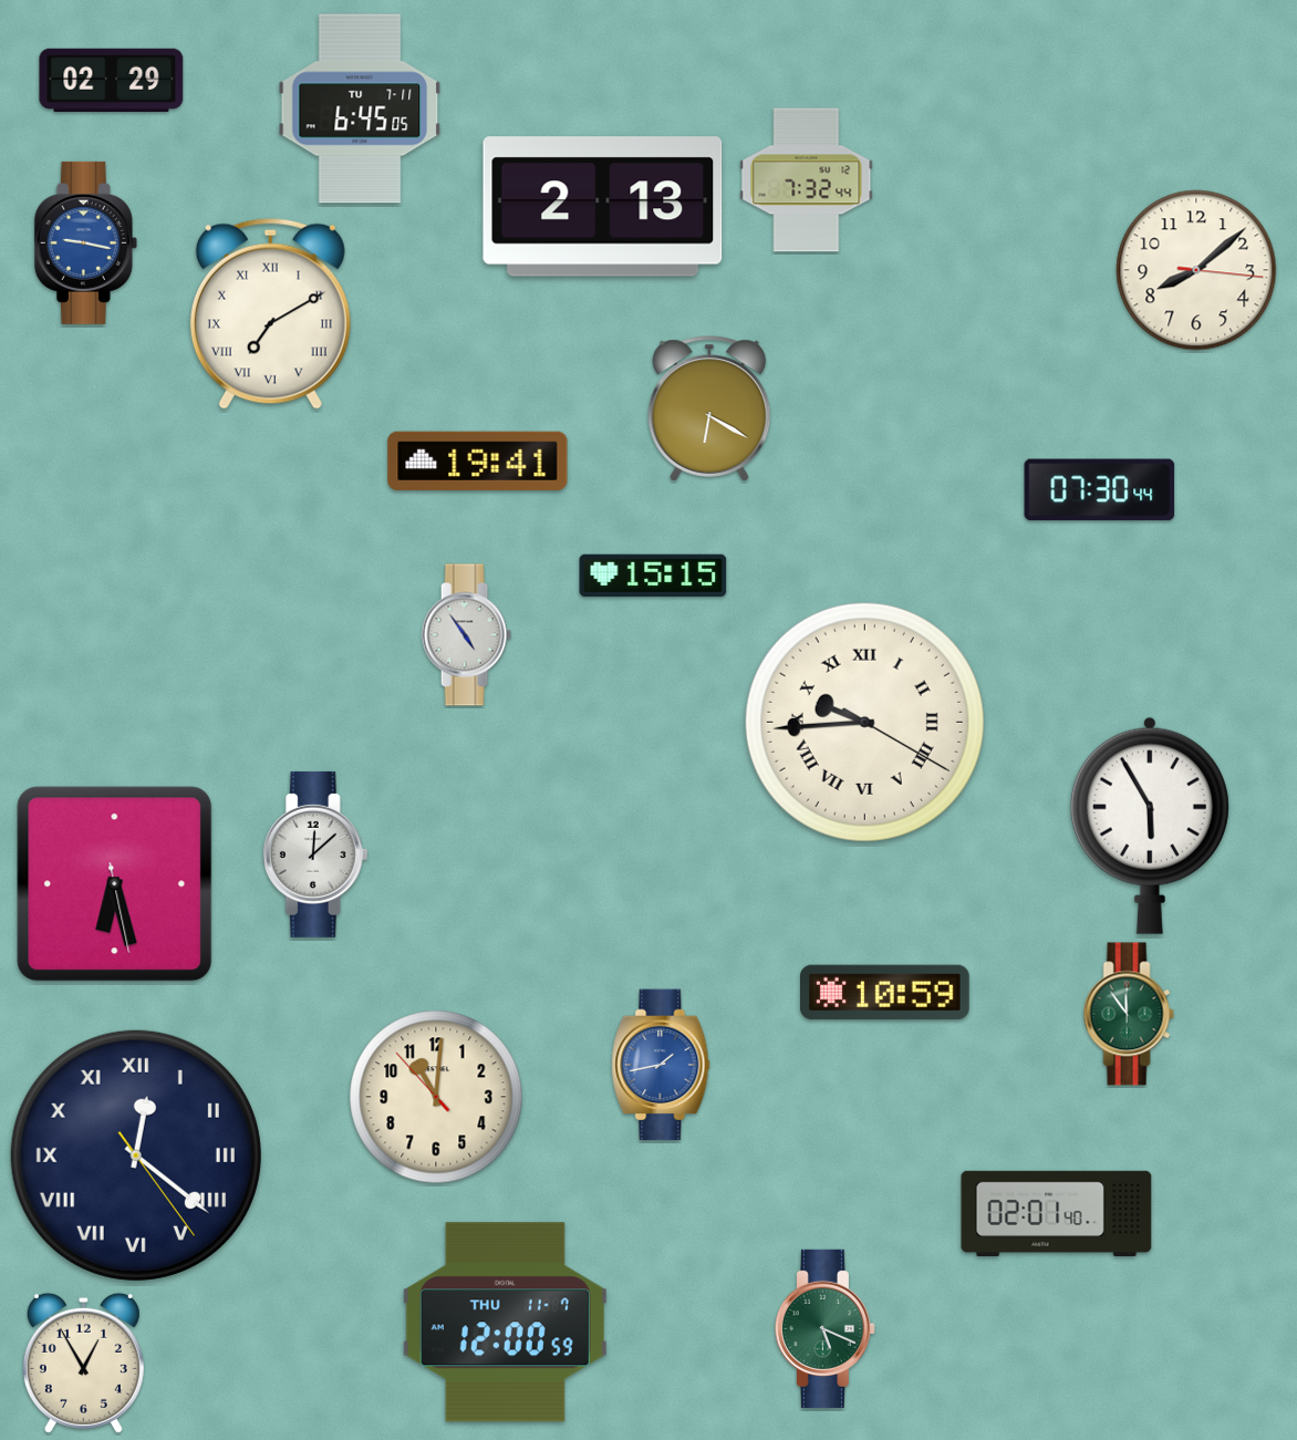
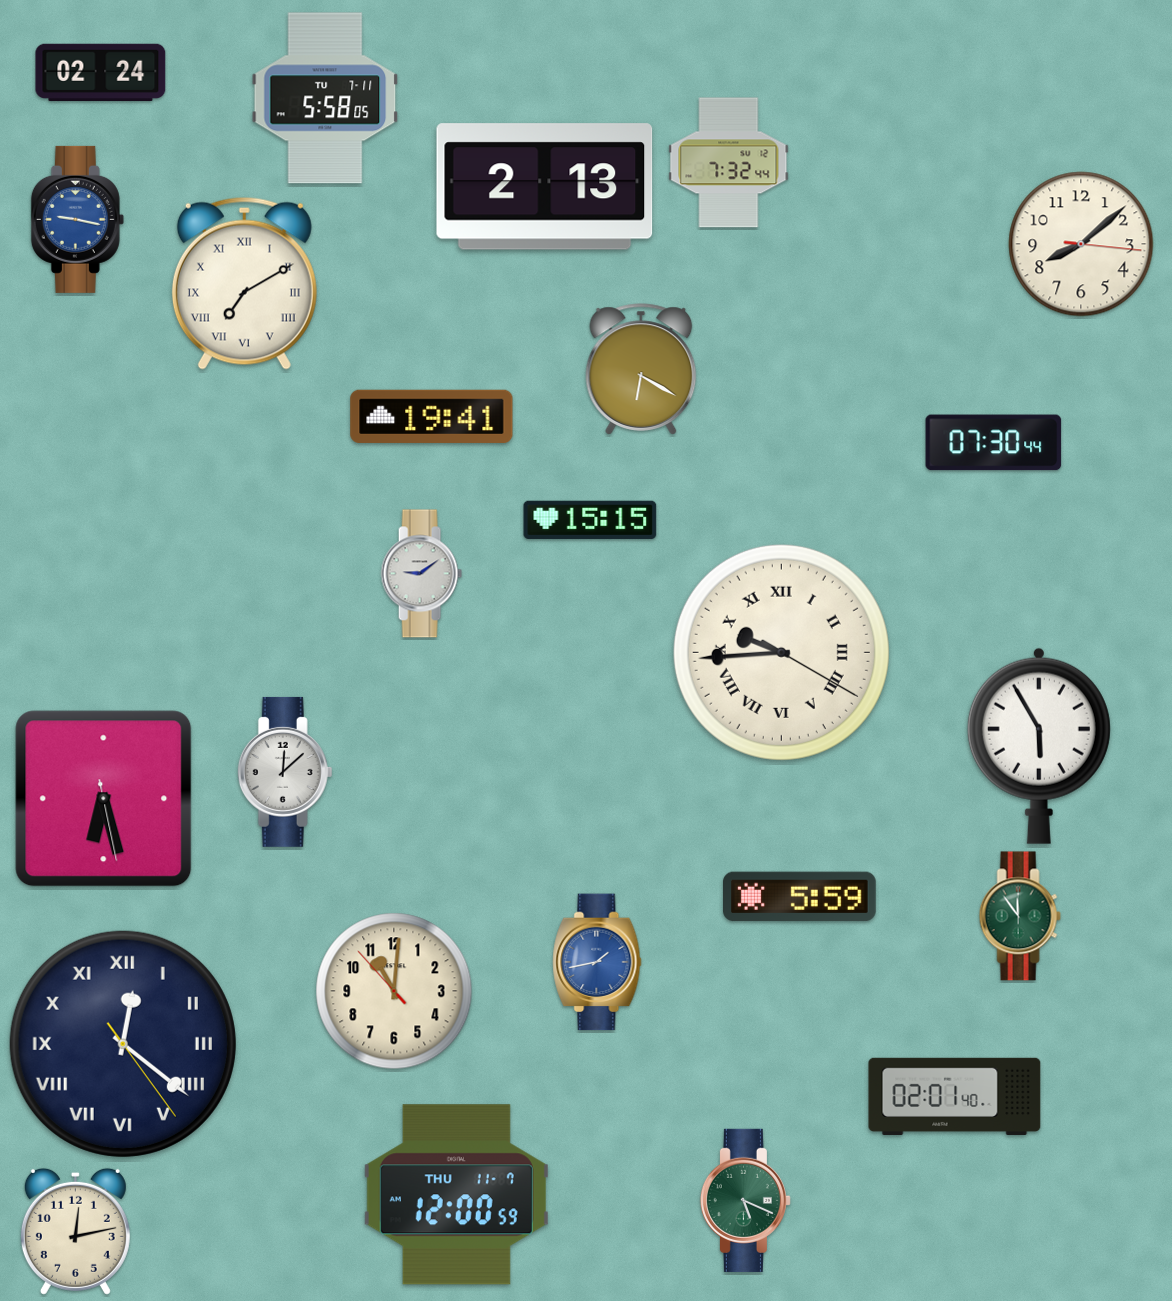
clock at (112, 80): 02:29 -> 02:24
clock at (360, 108): 6:45 -> 5:58
clock at (466, 635): 4:54 -> 9:09
clock at (885, 993): 10:59 -> 5:59
clock at (83, 1363): 12:55 -> 12:13
